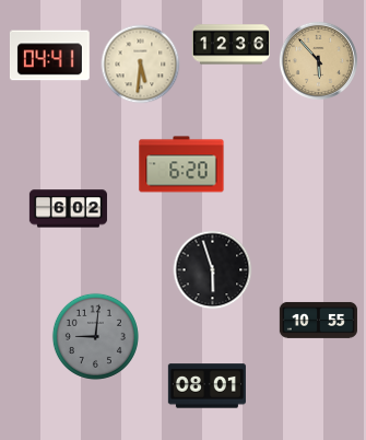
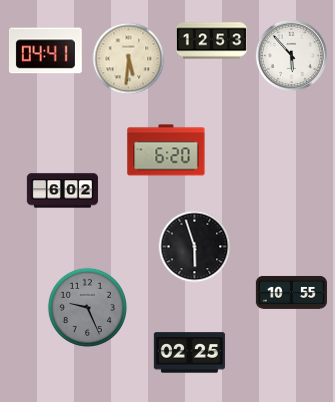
clock at (231, 45): 12:36 -> 12:53
clock at (318, 60) dial: champagne -> white
clock at (95, 336): 9:01 -> 9:26
clock at (206, 386): 08:01 -> 02:25
